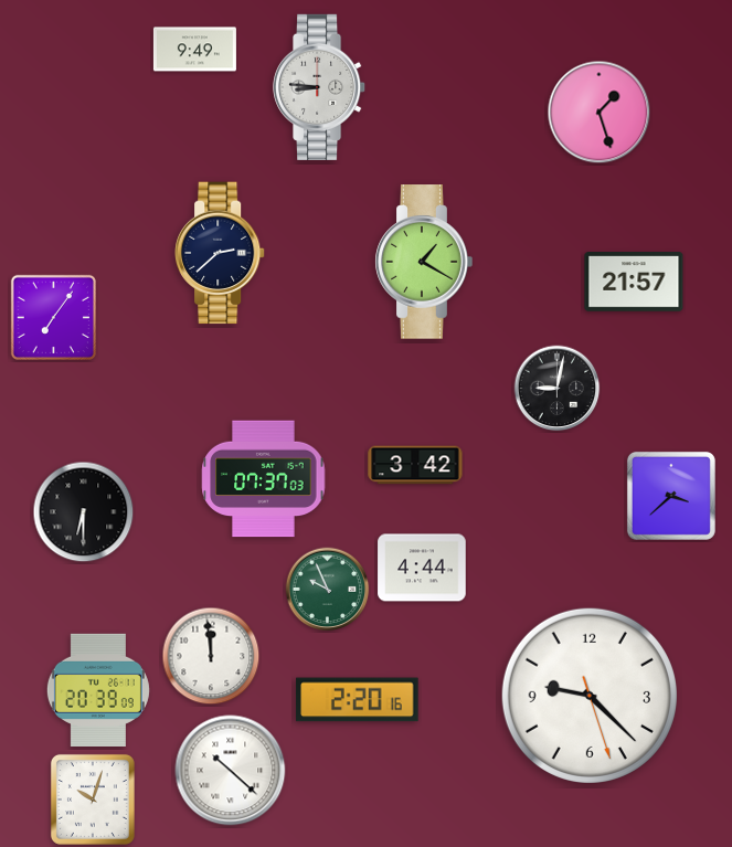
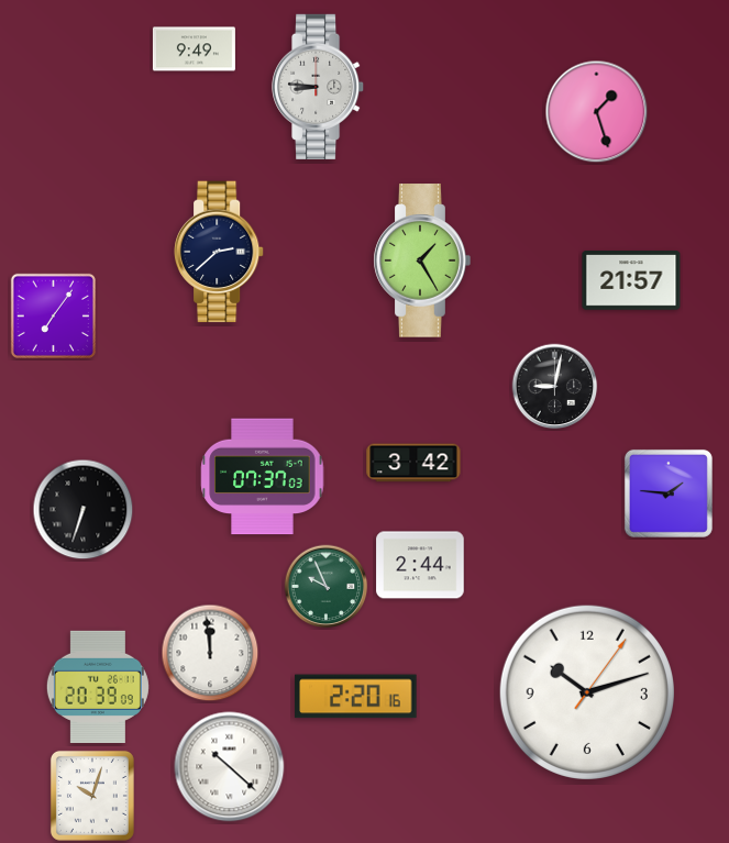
clock at (424, 262): 1:20 -> 1:25
clock at (671, 496): 3:38 -> 1:46
clock at (84, 512): 6:30 -> 6:33
clock at (422, 568): 4:44 -> 2:44
clock at (590, 696): 9:22 -> 10:12
